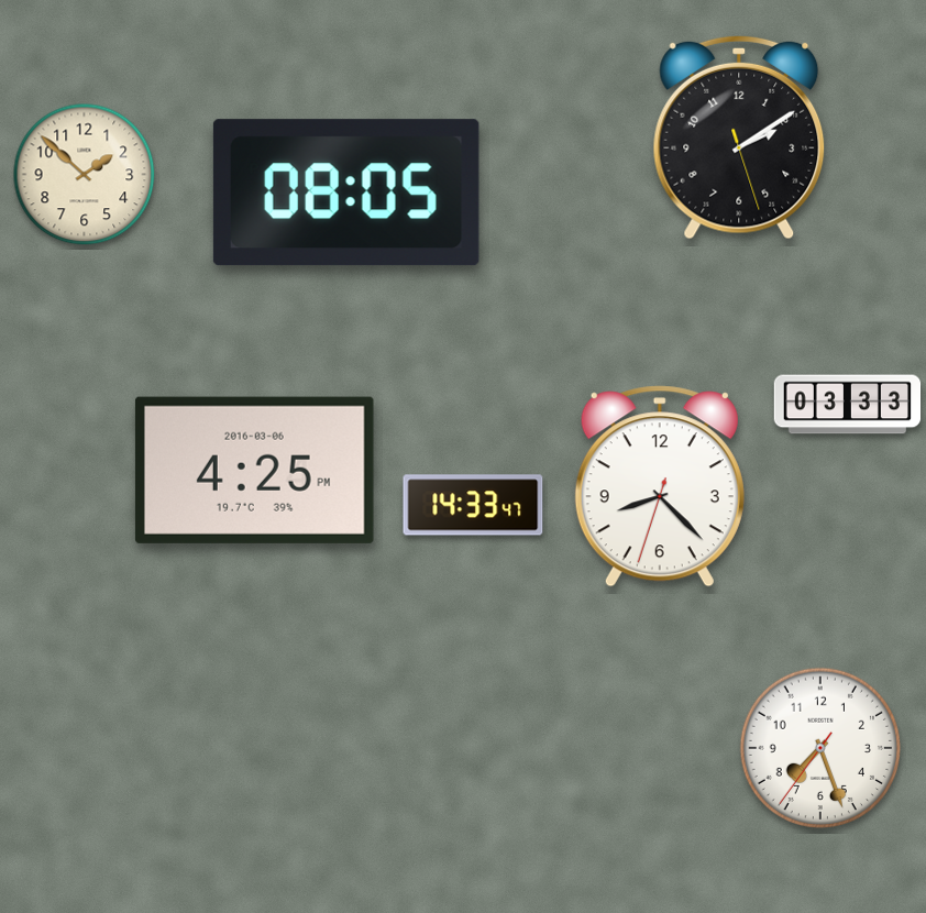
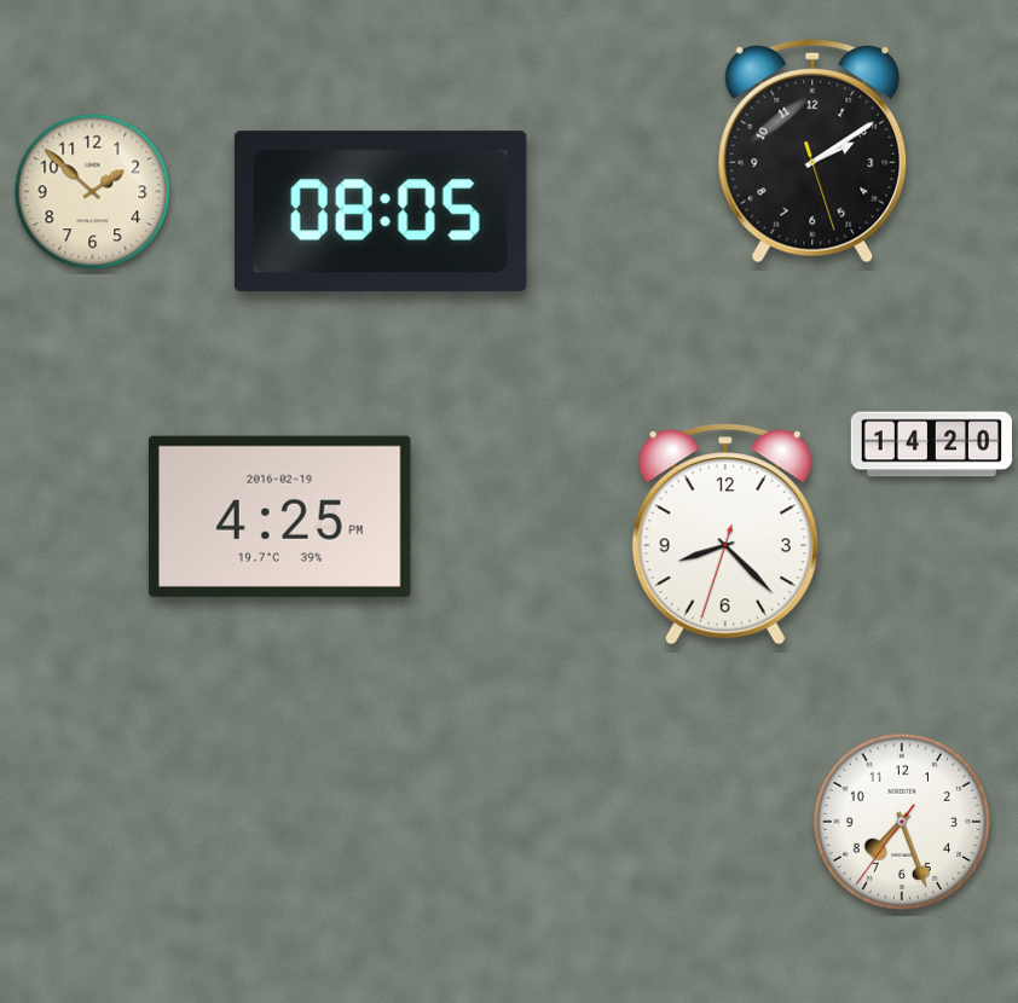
clock at (848, 405): 03:33 -> 14:20
clock at (254, 470) date: 2016-03-06 -> 2016-02-19
clock at (473, 505): 14:33 -> none
